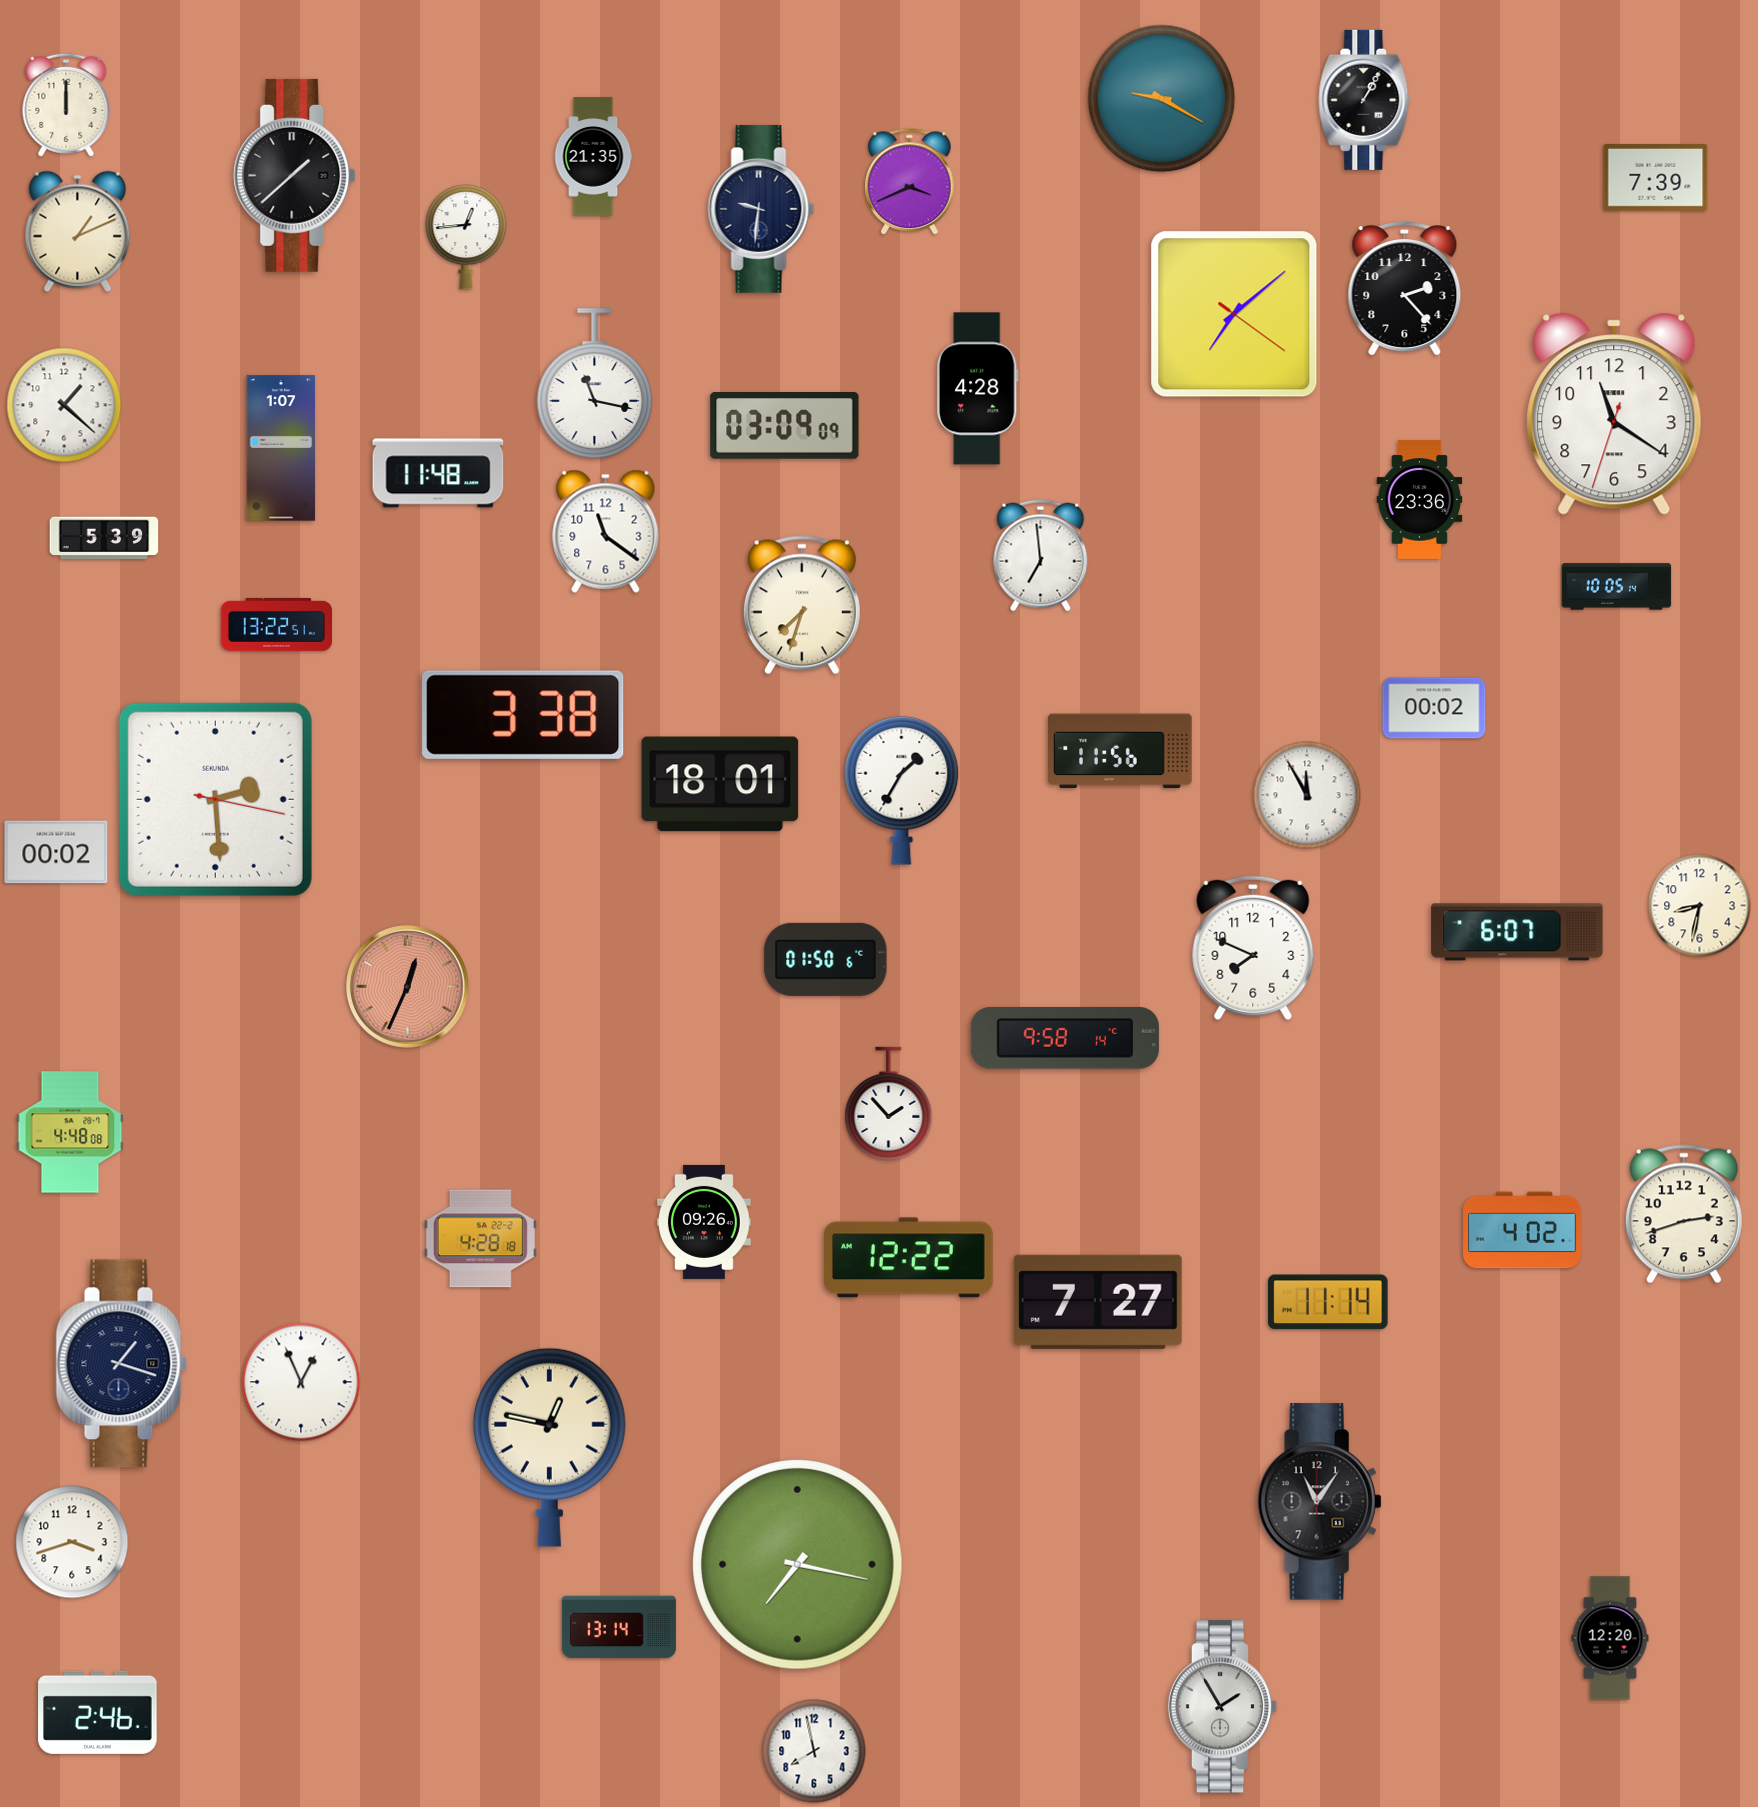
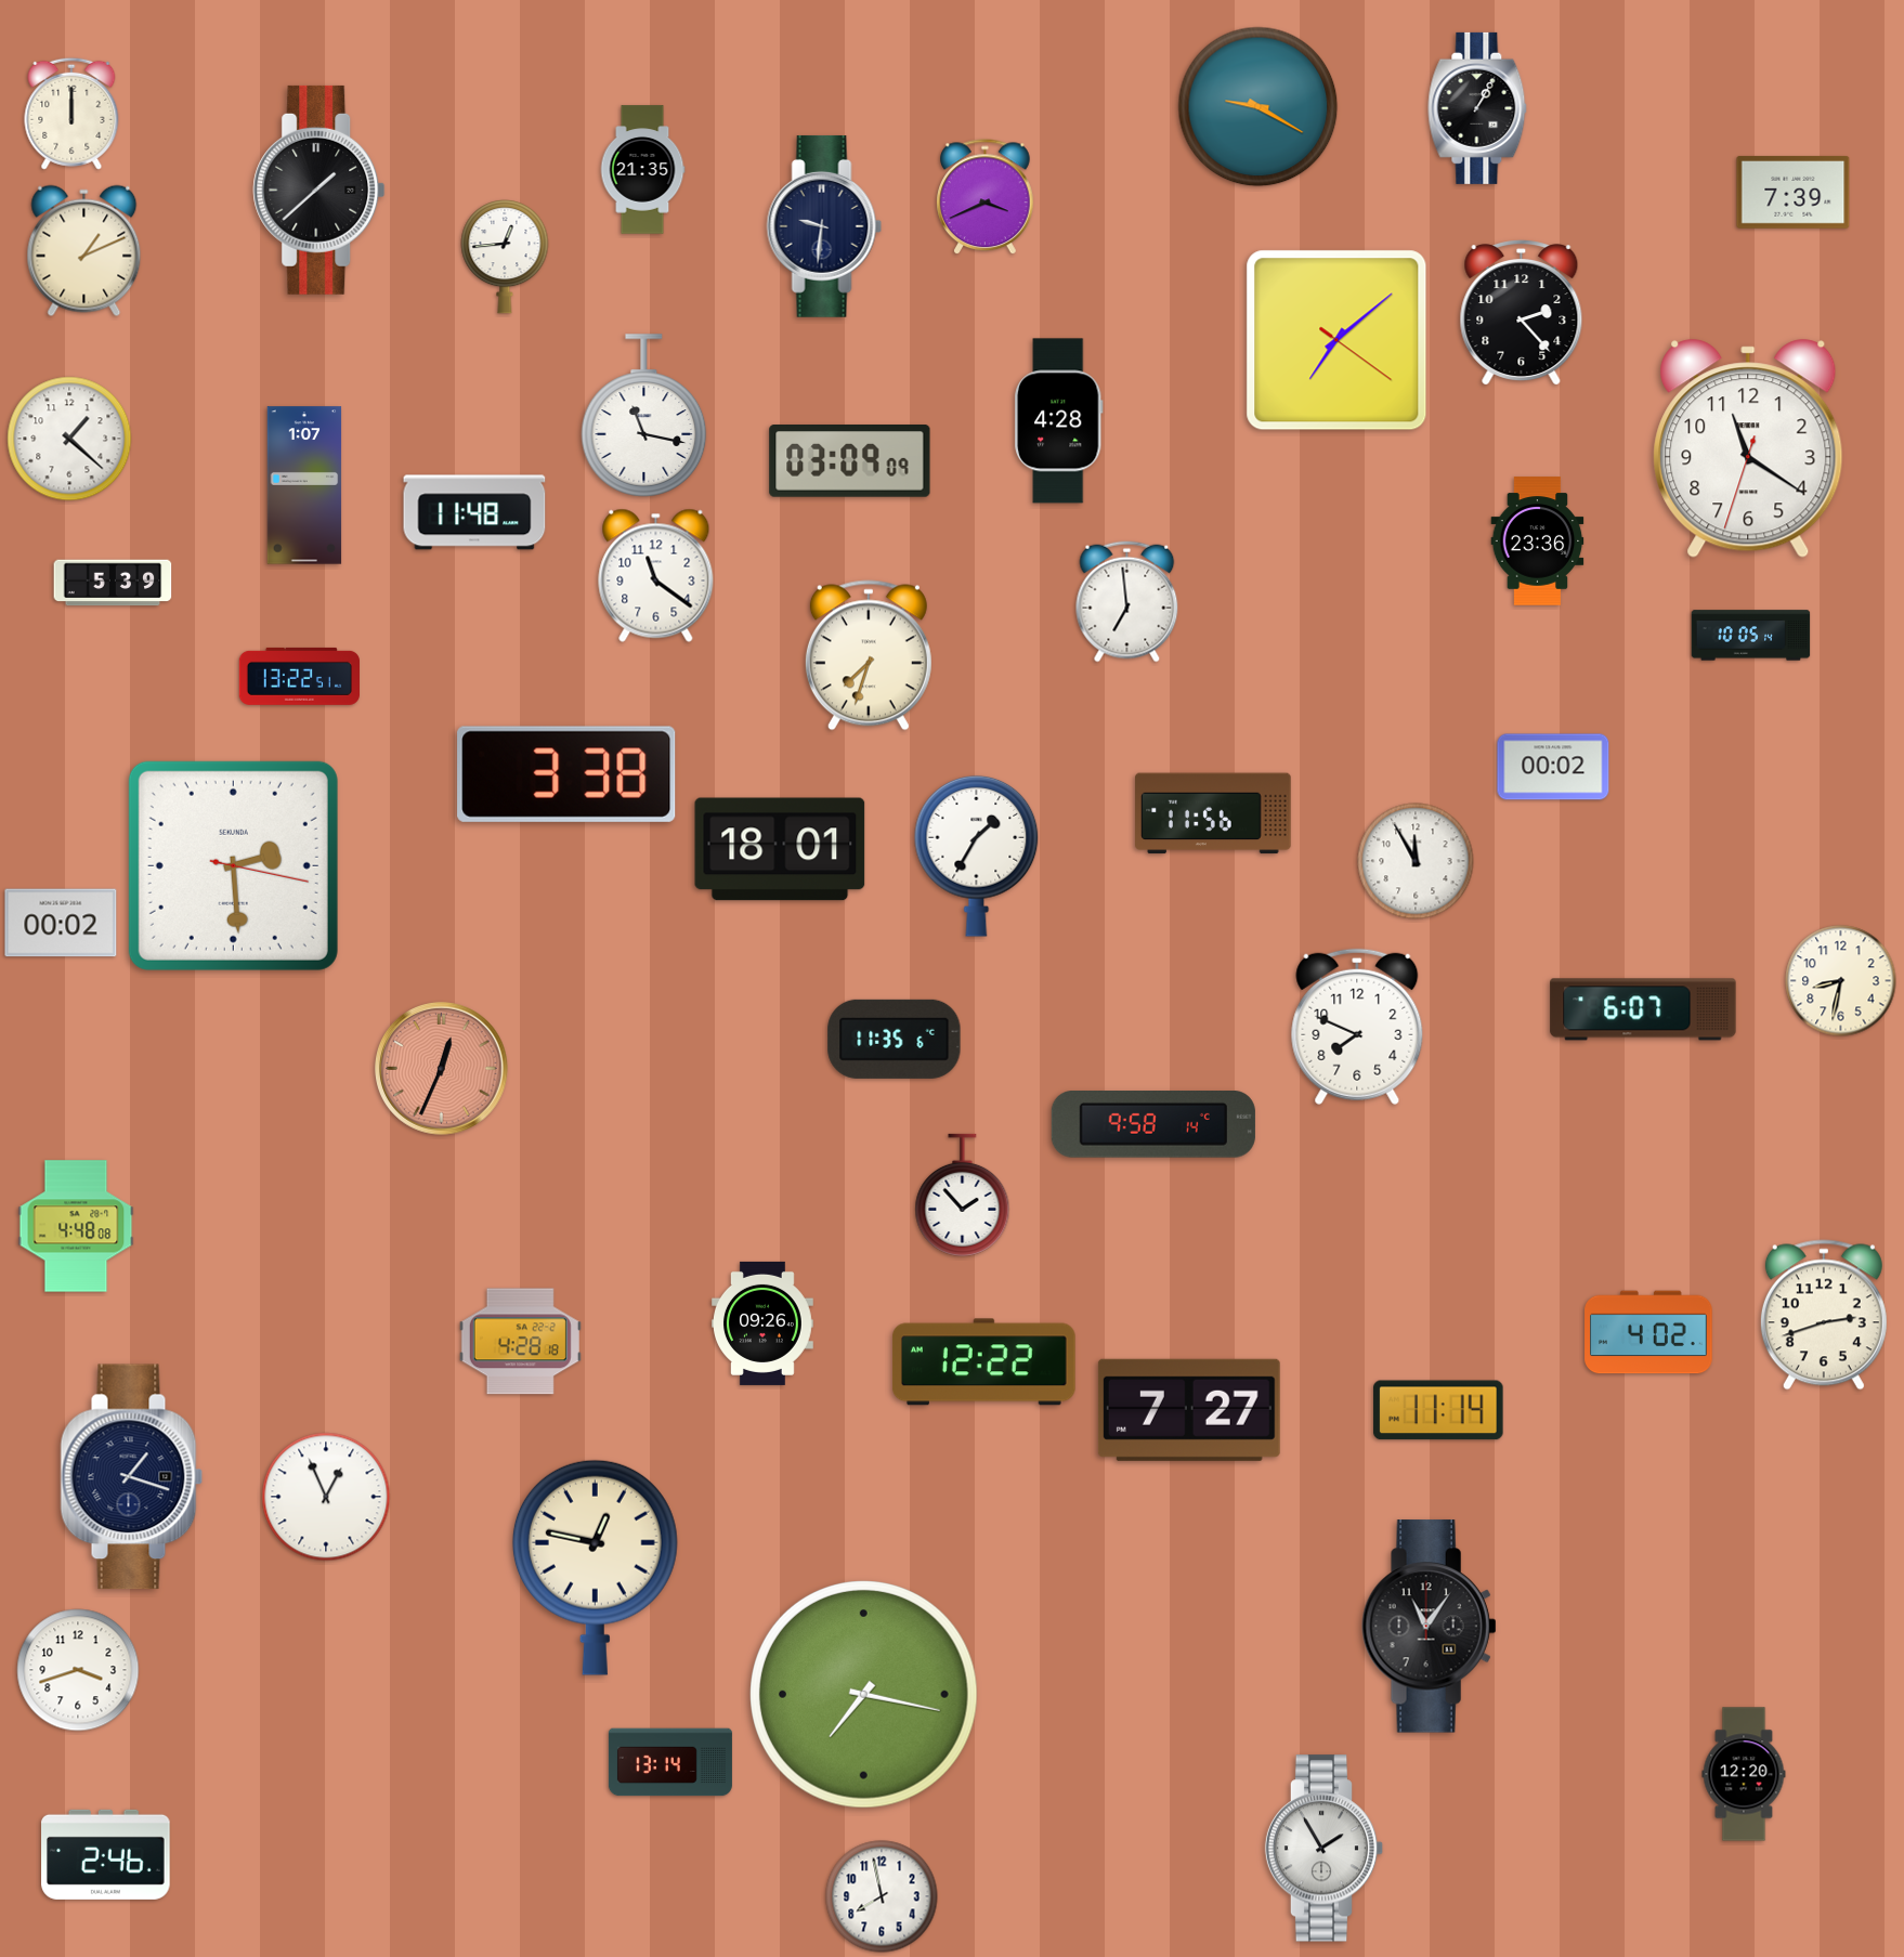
clock at (826, 959): 01:50 -> 11:35
